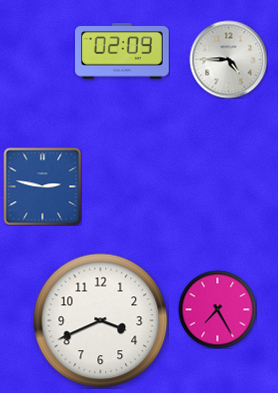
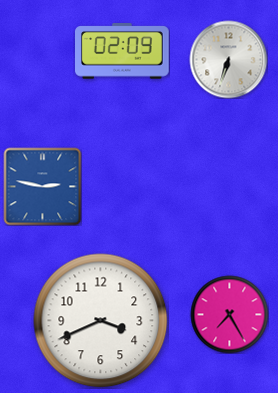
clock at (228, 59): 4:45 -> 6:33
clock at (217, 309) position: (217, 309) -> (229, 314)
